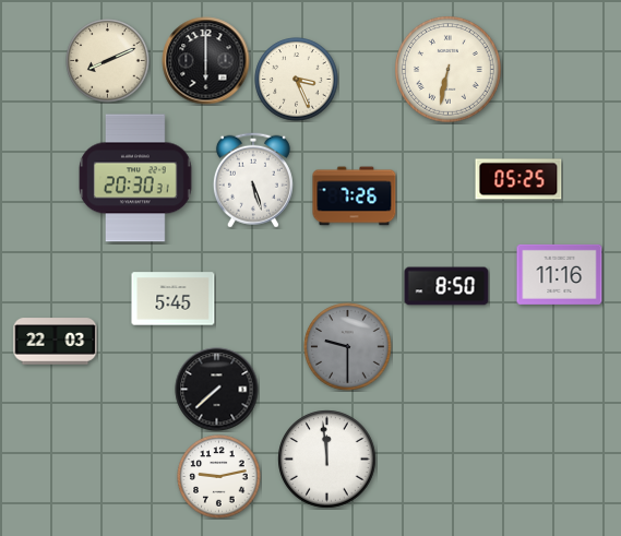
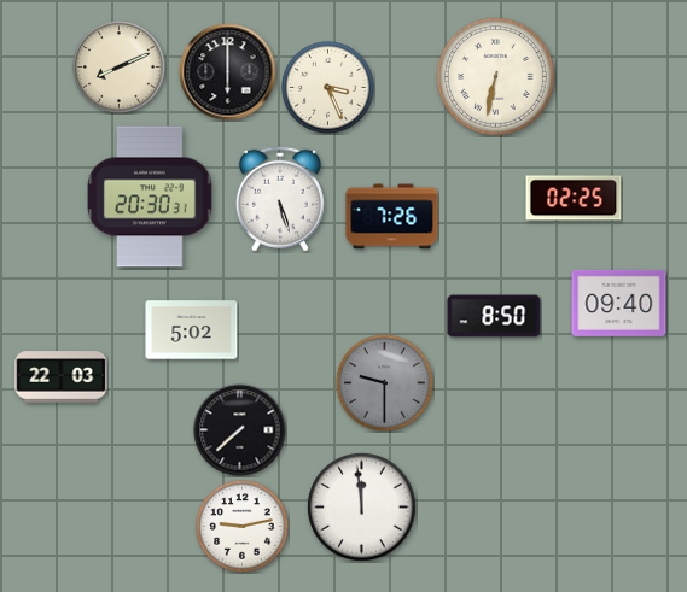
clock at (206, 61) position: (206, 61) -> (228, 72)
clock at (518, 179): 05:25 -> 02:25
clock at (560, 274): 11:16 -> 09:40
clock at (174, 299): 5:45 -> 5:02
